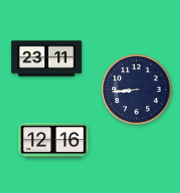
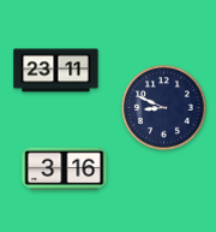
clock at (137, 90): 8:44 -> 8:49
clock at (54, 141): 12:16 -> 3:16
